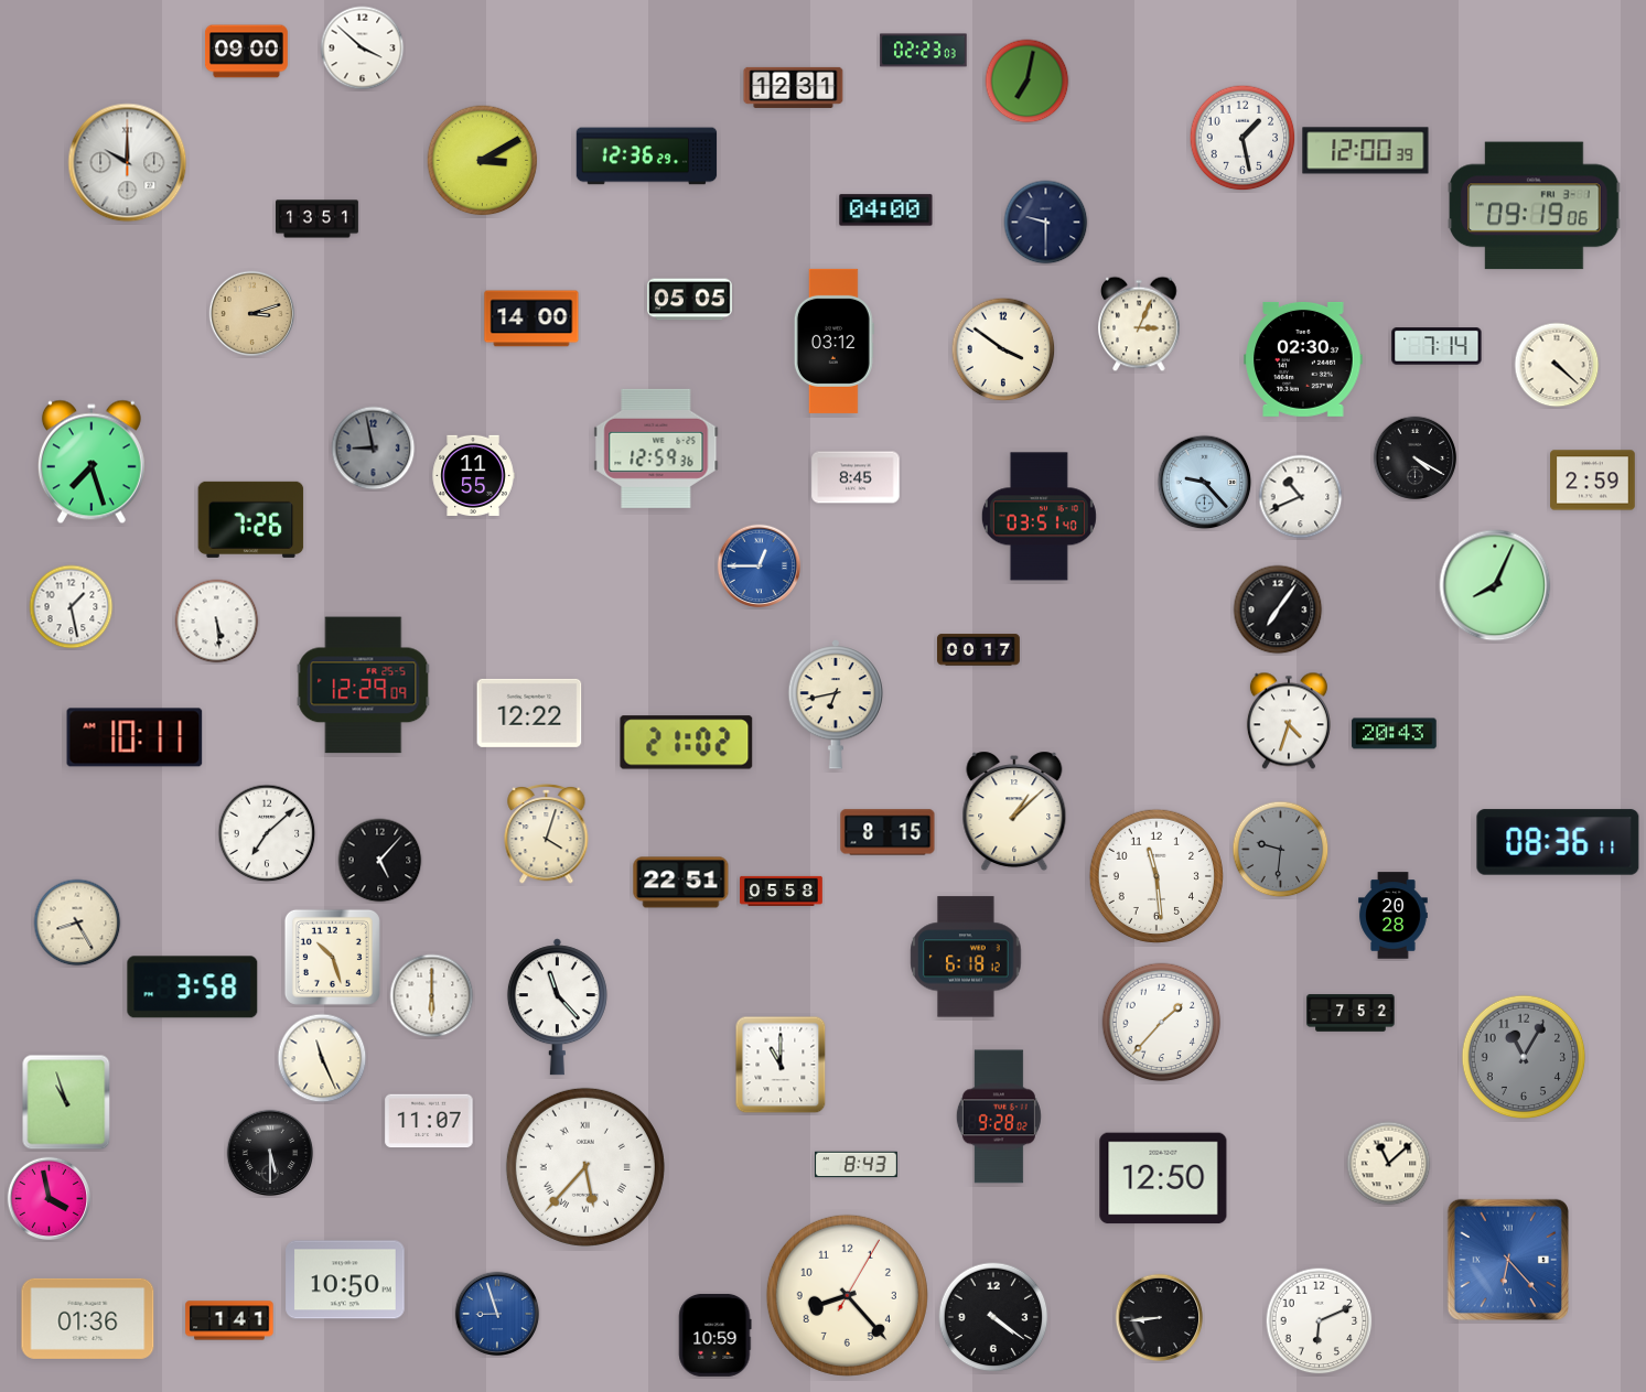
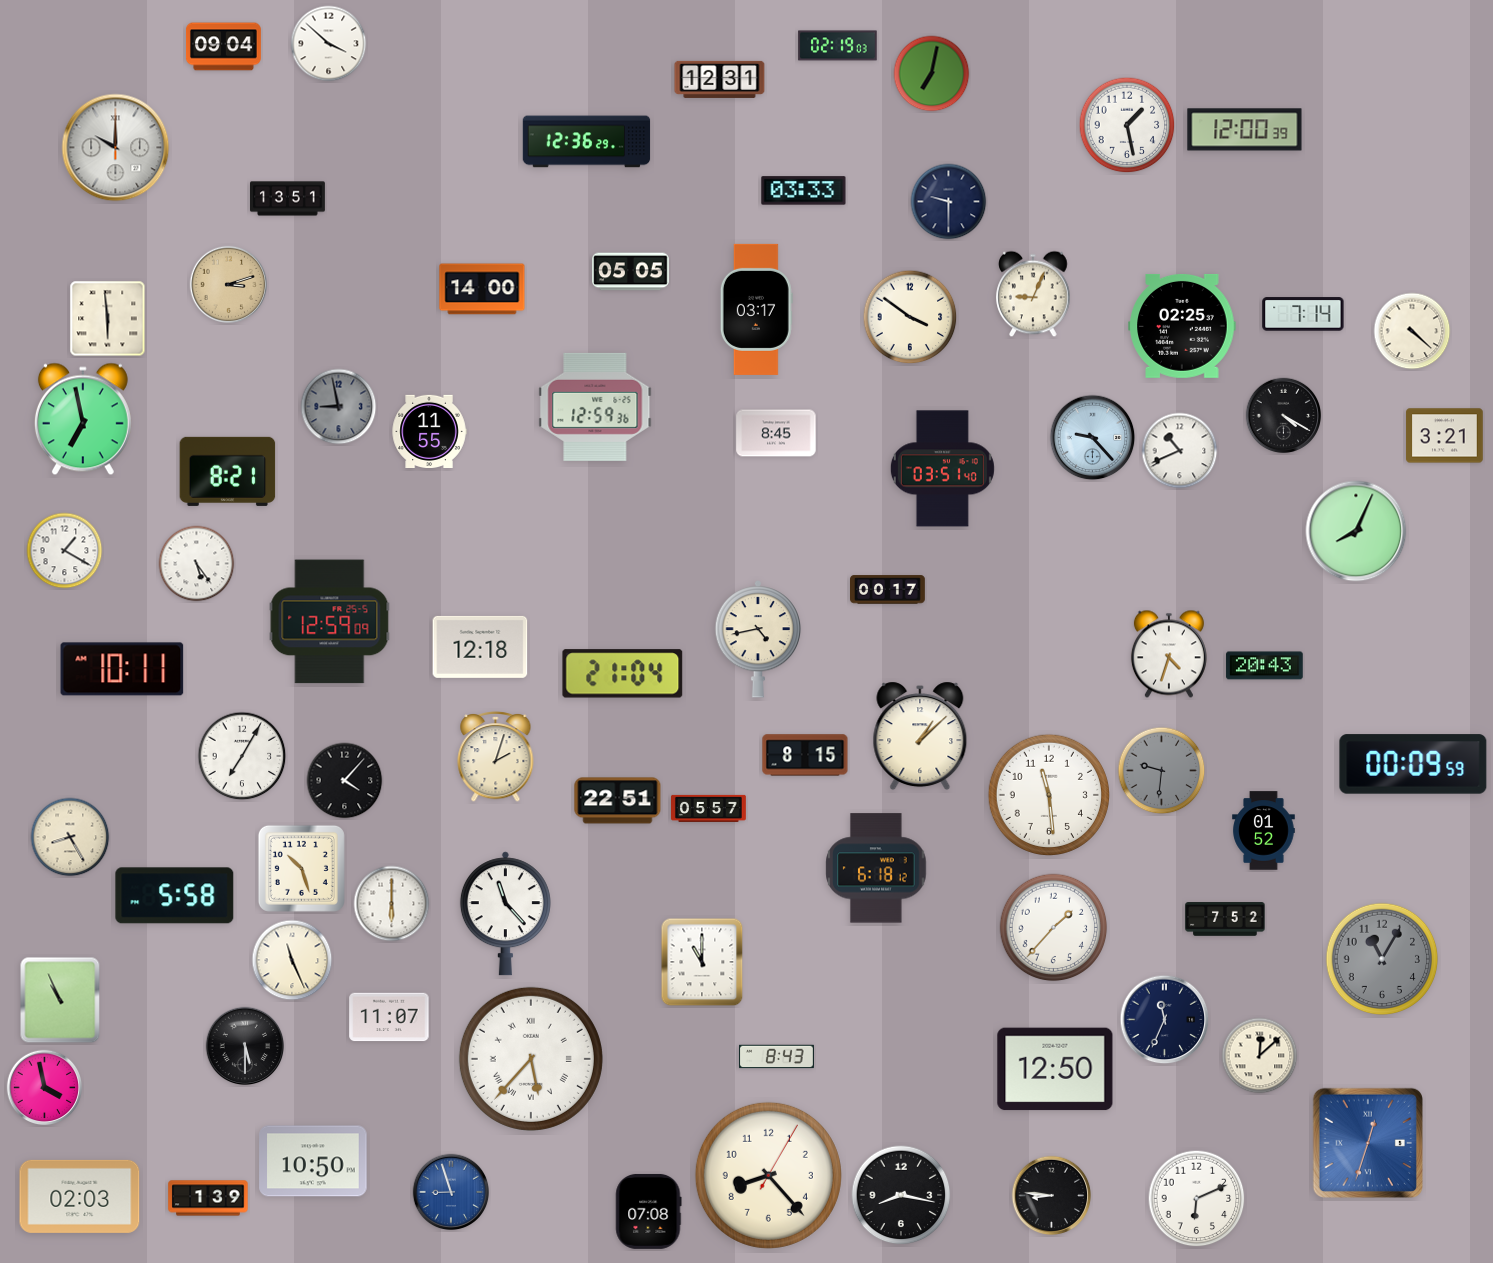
clock at (924, 51): 02:23 -> 02:19
clock at (247, 52): 09:00 -> 09:04
clock at (1366, 151) position: (1366, 151) -> (1245, 130)
clock at (483, 161): 3:10 -> none
clock at (1535, 206): 09:19 -> none
clock at (886, 211): 04:00 -> 03:33
clock at (690, 300) position: (690, 300) -> (631, 272)
clock at (1139, 324): 3:04 -> 9:04
clock at (833, 341): 03:12 -> 03:17
clock at (108, 319): none -> 5:59
clock at (1303, 359): 02:30 -> 02:25
clock at (92, 462): 7:27 -> 6:58
clock at (1593, 481): 2:59 -> 3:21
clock at (251, 519): 7:26 -> 8:21
clock at (760, 566): 12:45 -> none
clock at (72, 607): 1:28 -> 1:20
clock at (1278, 609): 7:06 -> none
clock at (217, 622): 5:29 -> 5:24
clock at (364, 686): 12:29 -> 12:59
clock at (836, 705): 6:43 -> 4:43
clock at (529, 713): 12:22 -> 12:18
clock at (687, 743): 21:02 -> 21:04
clock at (267, 833): 7:08 -> 7:05
clock at (547, 834): 4:03 -> 2:03
clock at (1558, 842): 08:36 -> 00:09
clock at (380, 861): 5:07 -> 4:07
clock at (782, 891): 05:58 -> 05:57
clock at (1394, 916): 20:28 -> 01:52
clock at (193, 988): 3:58 -> 5:58
clock at (781, 1065) position: (781, 1065) -> (702, 962)
clock at (66, 1102): 10:57 -> 10:56
clock at (999, 1116): 9:28 -> none
clock at (1165, 1020): none -> 11:34
clock at (1389, 1164): 11:08 -> 12:08
clock at (1508, 1260): 6:23 -> 12:33
clock at (993, 1317): 4:21 -> 8:17
clock at (88, 1318): 01:36 -> 02:03
clock at (1160, 1318): 8:44 -> 8:46
clock at (229, 1320): 1:41 -> 1:39
clock at (716, 1335): 10:59 -> 07:08
